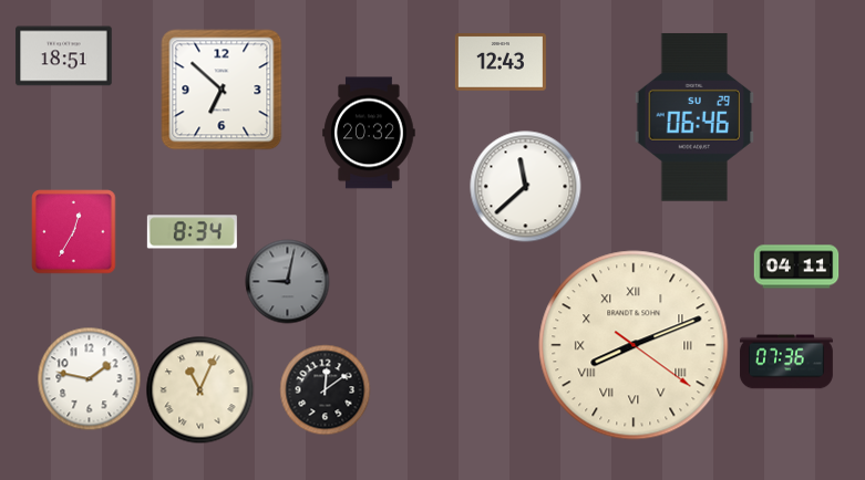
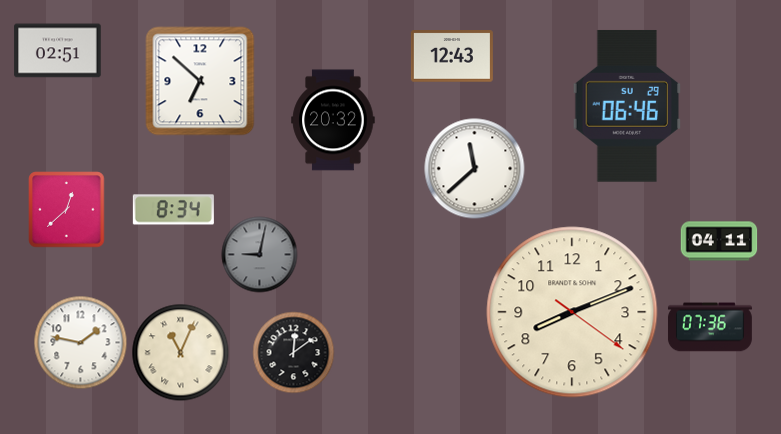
clock at (64, 56): 18:51 -> 02:51
clock at (74, 232): 12:35 -> 12:38
clock at (634, 345) numerals: Roman -> Arabic
